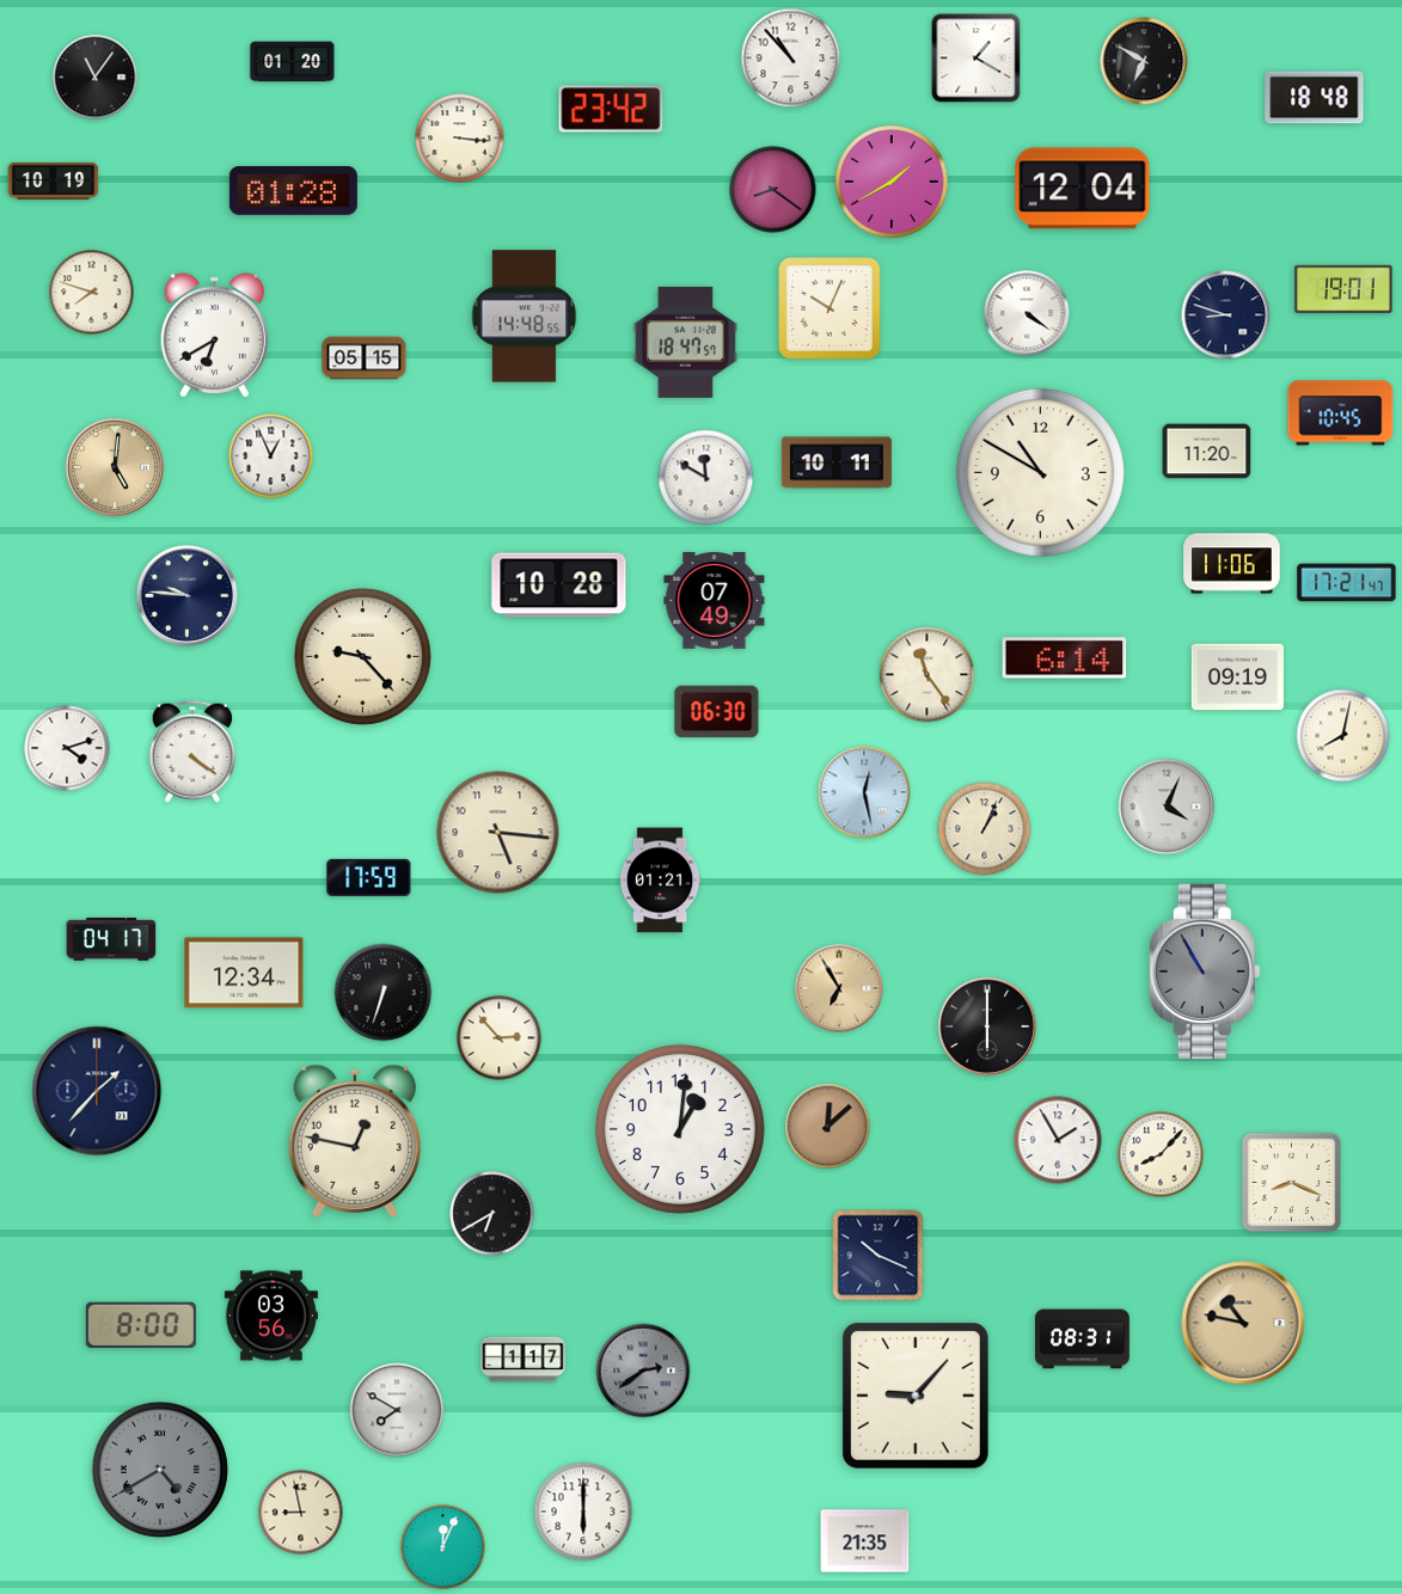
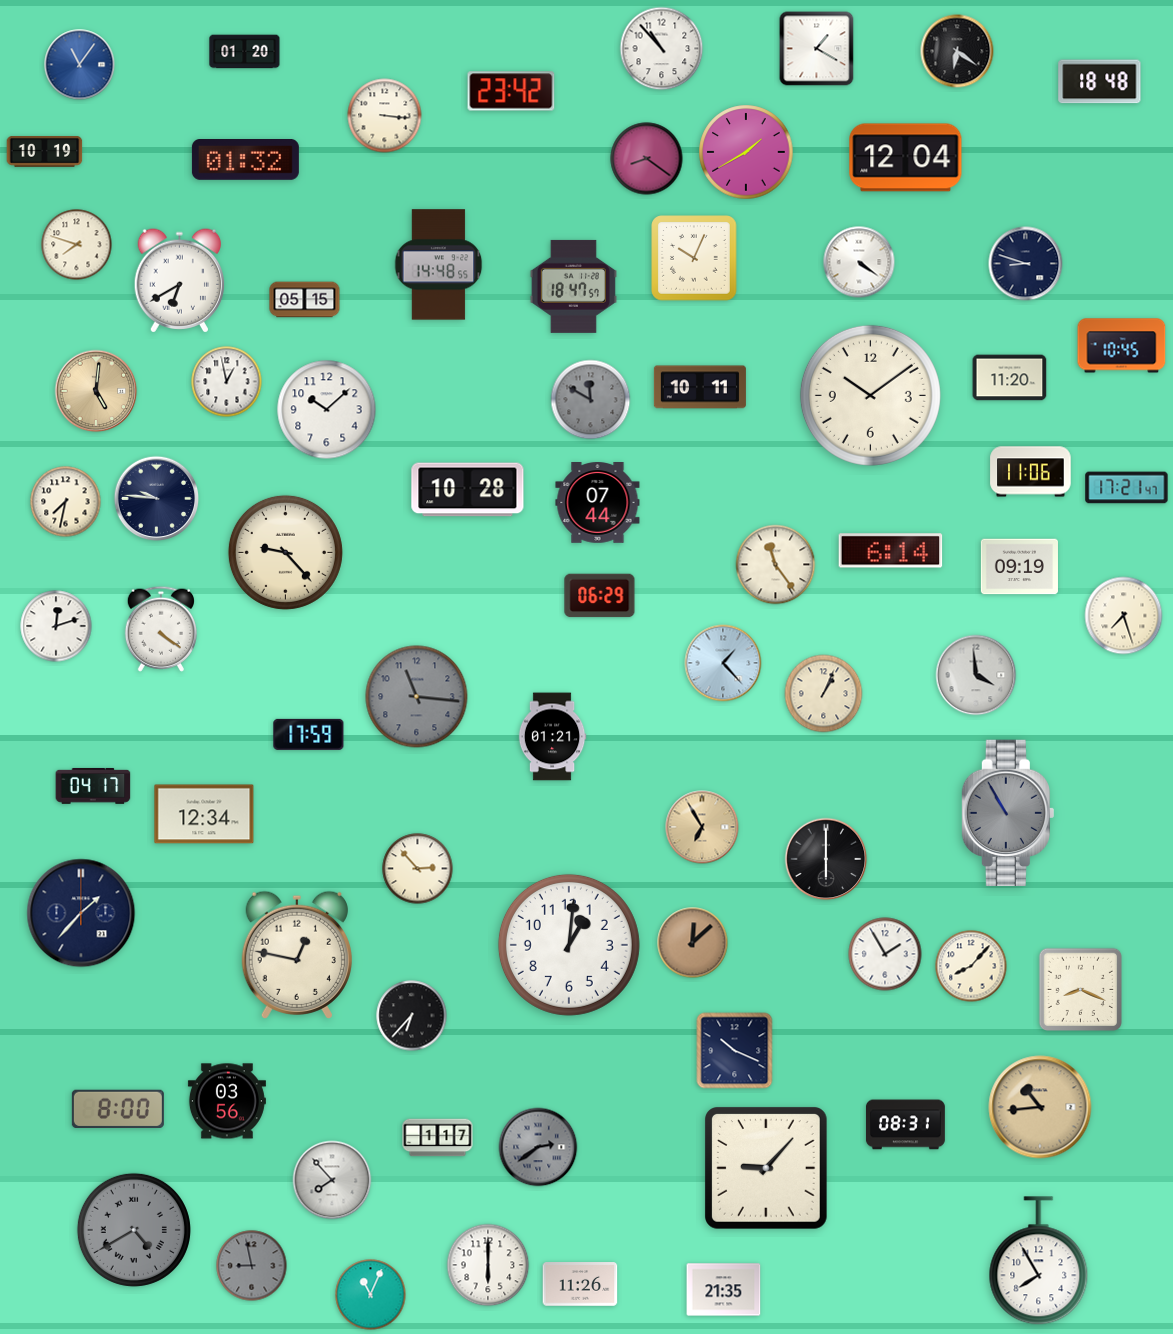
clock at (1144, 61): 6:50 -> 6:21
clock at (96, 78) dial: black -> blue
clock at (293, 191): 01:28 -> 01:32
clock at (1343, 288): 19:01 -> none
clock at (271, 456): 12:56 -> 12:58
clock at (1040, 472): 10:50 -> 10:09
clock at (706, 478) dial: white -> grey
clock at (327, 410): none -> 10:08
clock at (66, 502): none -> 7:32
clock at (715, 601): 07:49 -> 07:44
clock at (362, 656) position: (362, 656) -> (285, 552)
clock at (1237, 678) position: (1237, 678) -> (1019, 567)
clock at (717, 712): 06:30 -> 06:29
clock at (1343, 736): 8:02 -> 7:27
clock at (67, 748): 4:12 -> 12:12
clock at (864, 792): 12:28 -> 1:23
clock at (1167, 807): 4:04 -> 3:59
clock at (498, 833): 5:16 -> 11:16
clock at (498, 833) dial: cream -> grey
clock at (384, 993): 6:33 -> none
clock at (492, 1214): 6:40 -> 6:37
clock at (1243, 1323): 10:47 -> 10:44
clock at (1082, 1339) position: (1082, 1339) -> (905, 1125)
clock at (397, 1410): 7:50 -> 7:53
clock at (1039, 1261): none -> 7:55
clock at (301, 1513) dial: cream -> grey
clock at (580, 1284): none -> 11:26
clock at (443, 1547): 12:04 -> 11:04
